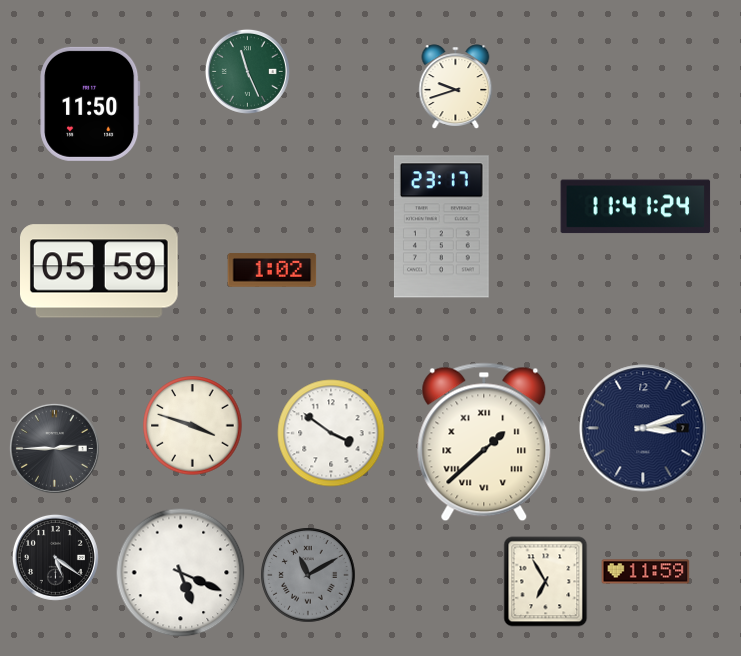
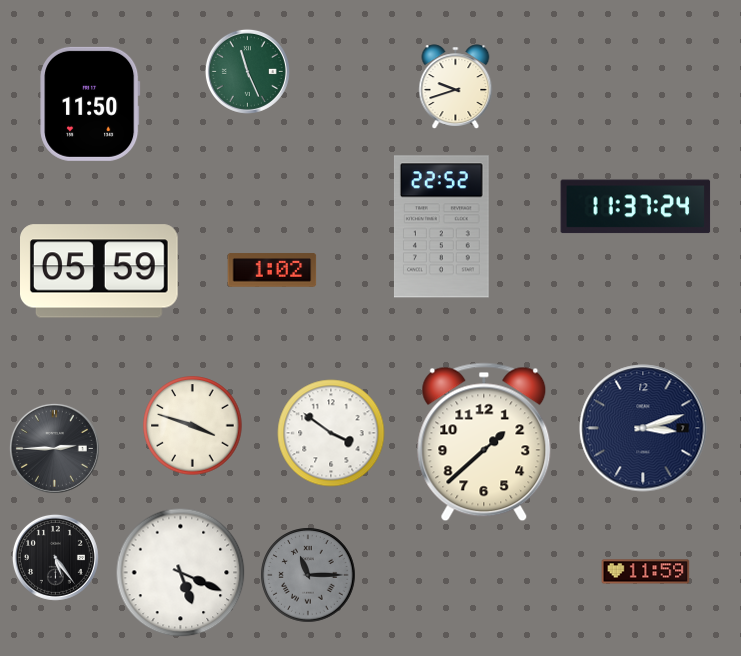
clock at (636, 207): 11:41 -> 11:37
clock at (441, 227): 23:17 -> 22:52
clock at (484, 442) numerals: Roman -> Arabic
clock at (55, 557): 5:21 -> 5:24
clock at (308, 575): 11:10 -> 11:15
clock at (546, 582): 6:55 -> none
